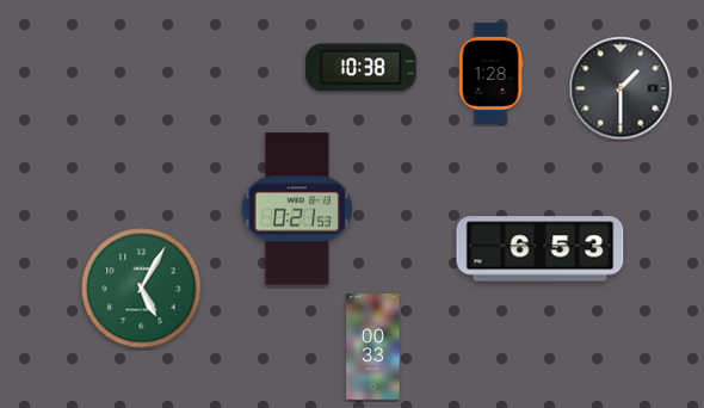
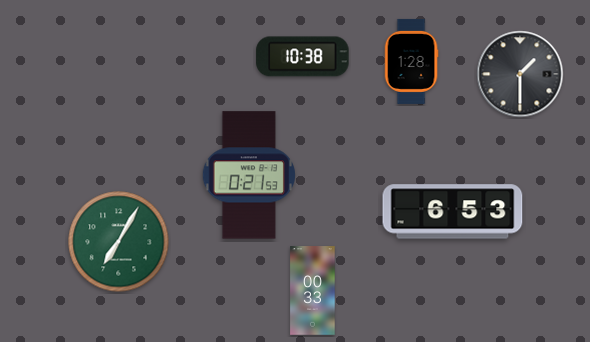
clock at (541, 249) position: (541, 249) -> (453, 212)
clock at (142, 289): 5:05 -> 7:05
